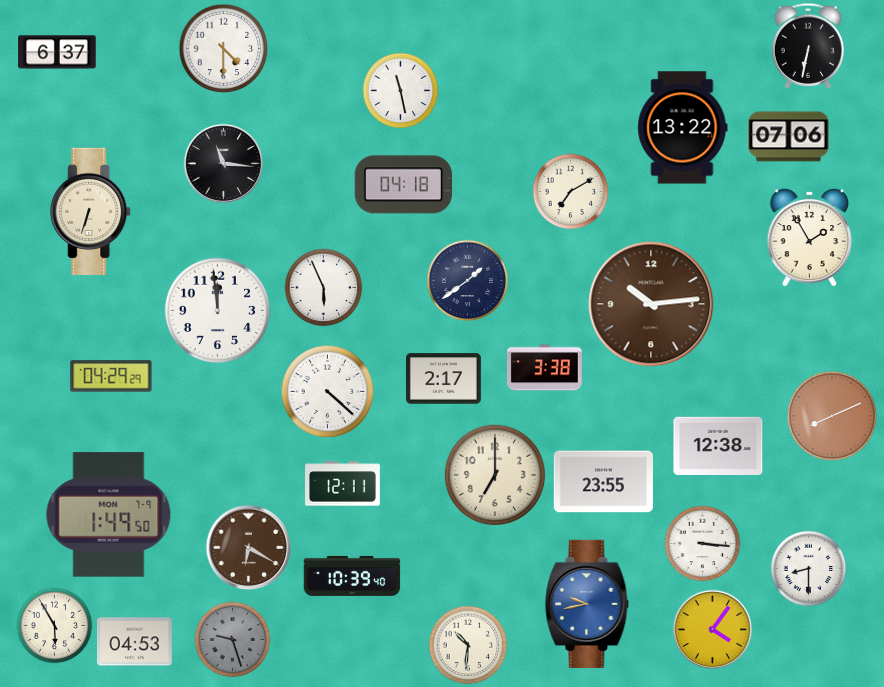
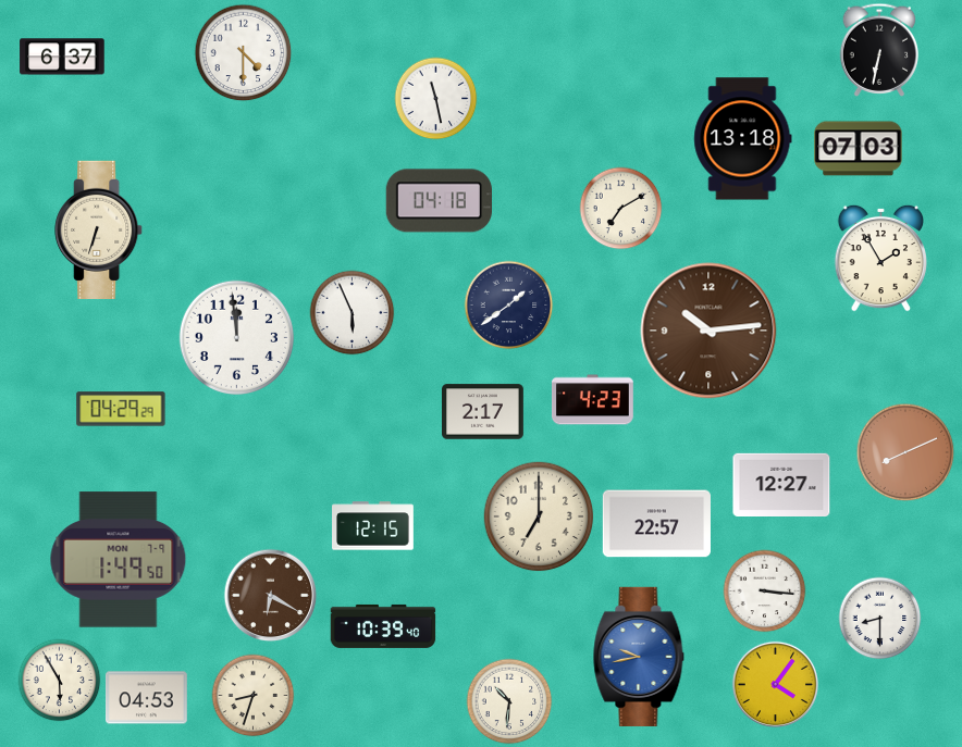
clock at (683, 128): 13:22 -> 13:18
clock at (789, 137): 07:06 -> 07:03
clock at (224, 164): 11:16 -> none
clock at (545, 368): 3:38 -> 4:23
clock at (328, 392): 4:22 -> none
clock at (718, 445): 12:38 -> 12:27
clock at (603, 482): 23:55 -> 22:57
clock at (343, 484): 12:11 -> 12:15
clock at (233, 640): 9:27 -> 8:33
clock at (233, 640) dial: grey -> cream
